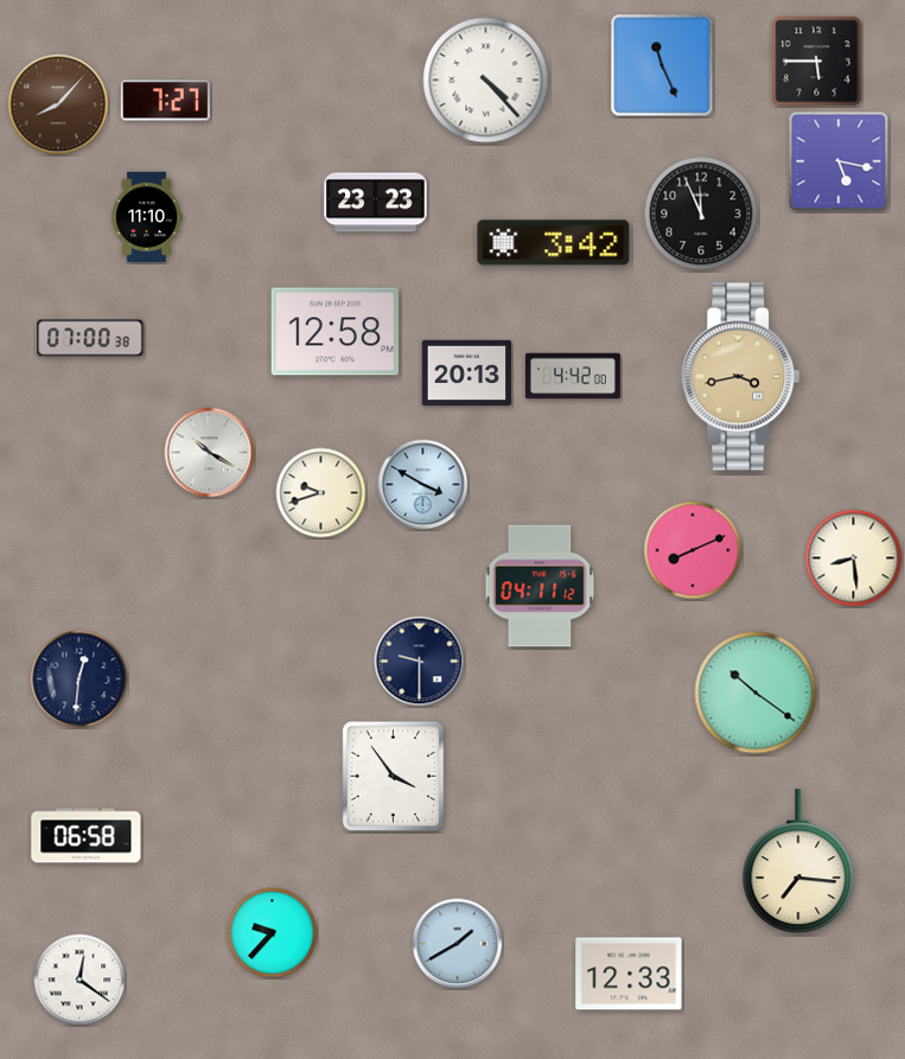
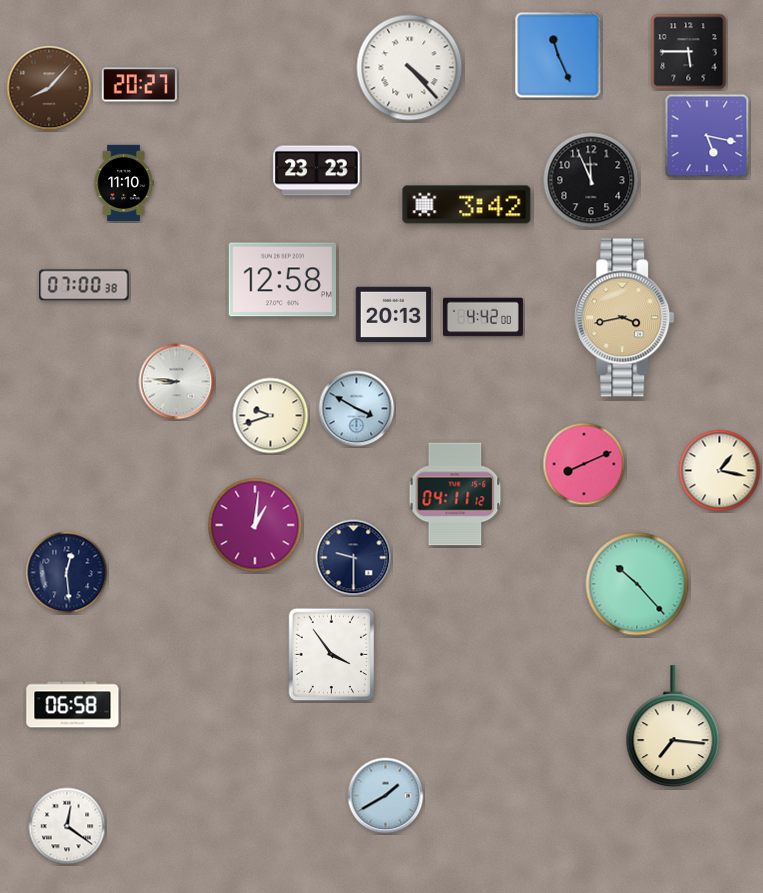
clock at (166, 101): 7:27 -> 20:27
clock at (90, 338) position: (90, 338) -> (84, 285)
clock at (210, 453): 10:20 -> 8:46
clock at (854, 559): 8:29 -> 1:17
clock at (255, 525): none -> 1:01
clock at (79, 680): 12:31 -> 12:29
clock at (756, 693): 10:21 -> 10:23
clock at (273, 933): 9:37 -> none
clock at (629, 974): 12:33 -> none
